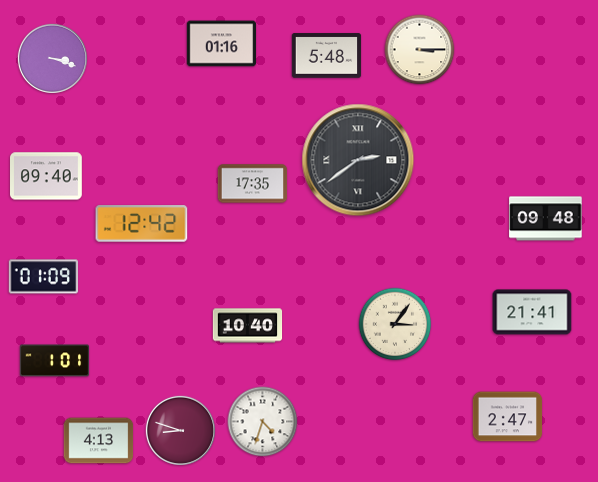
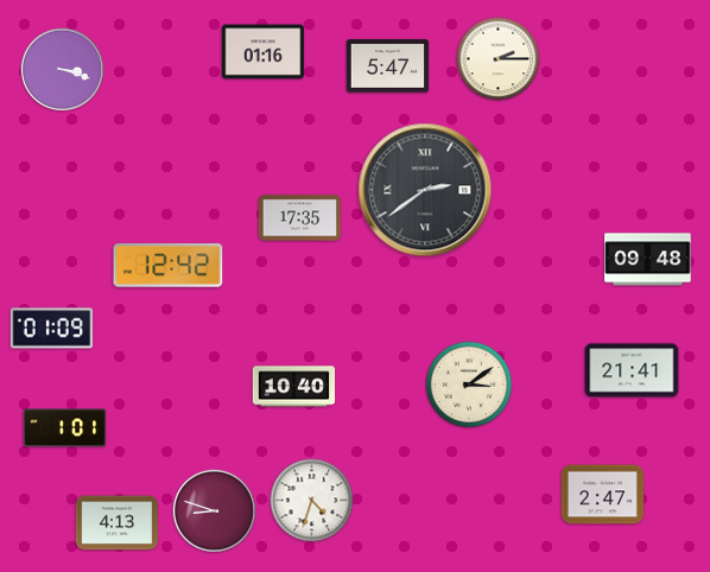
clock at (420, 50): 3:15 -> 2:15
clock at (327, 56): 5:48 -> 5:47
clock at (47, 176): 09:40 -> none
clock at (395, 324): 3:06 -> 3:09
